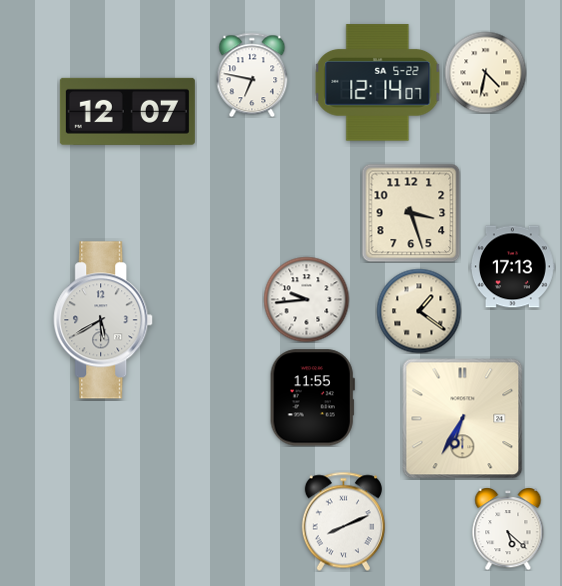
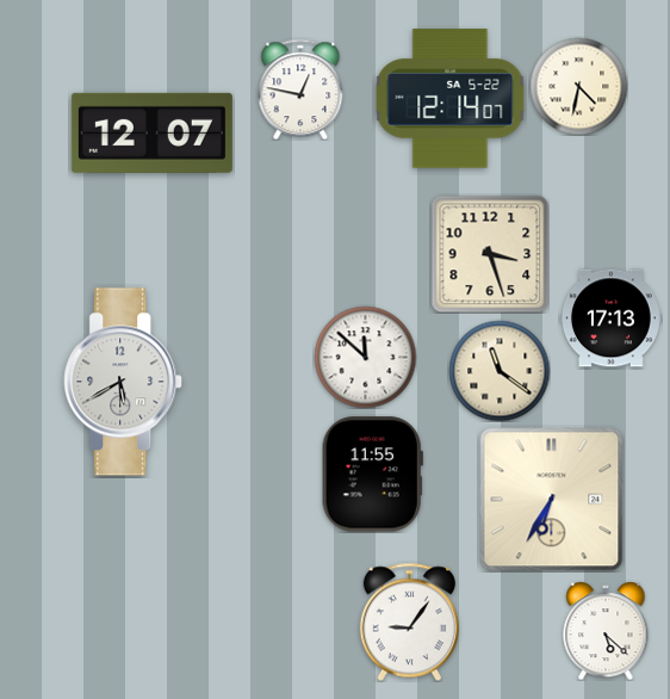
clock at (252, 75): 6:47 -> 12:47
clock at (306, 299): 9:44 -> 11:52
clock at (419, 311): 1:21 -> 11:21
clock at (343, 521): 8:11 -> 9:06
